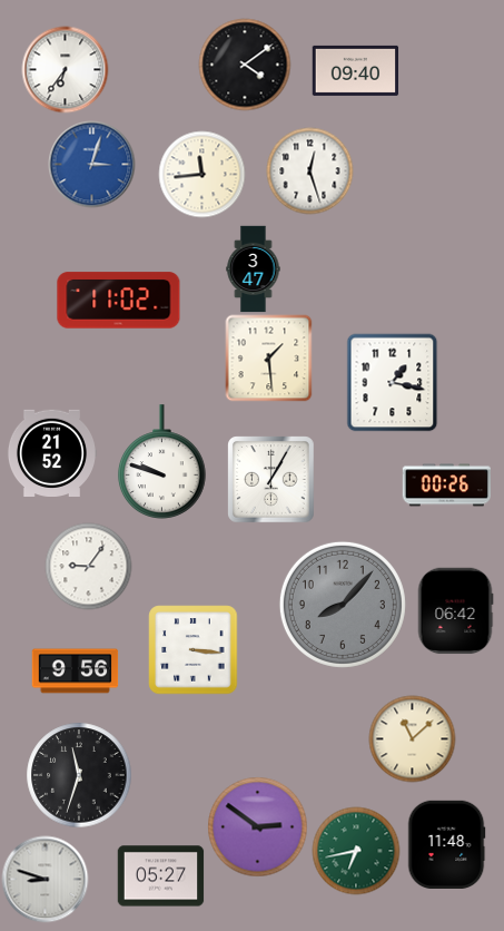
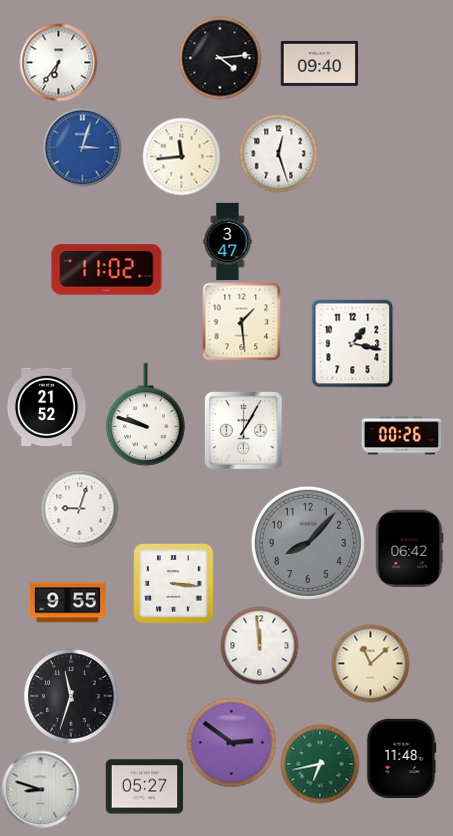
clock at (245, 65): 4:09 -> 4:14
clock at (88, 566): 9:06 -> 9:03
clock at (75, 672): 9:56 -> 9:55
clock at (259, 645): none -> 11:59
